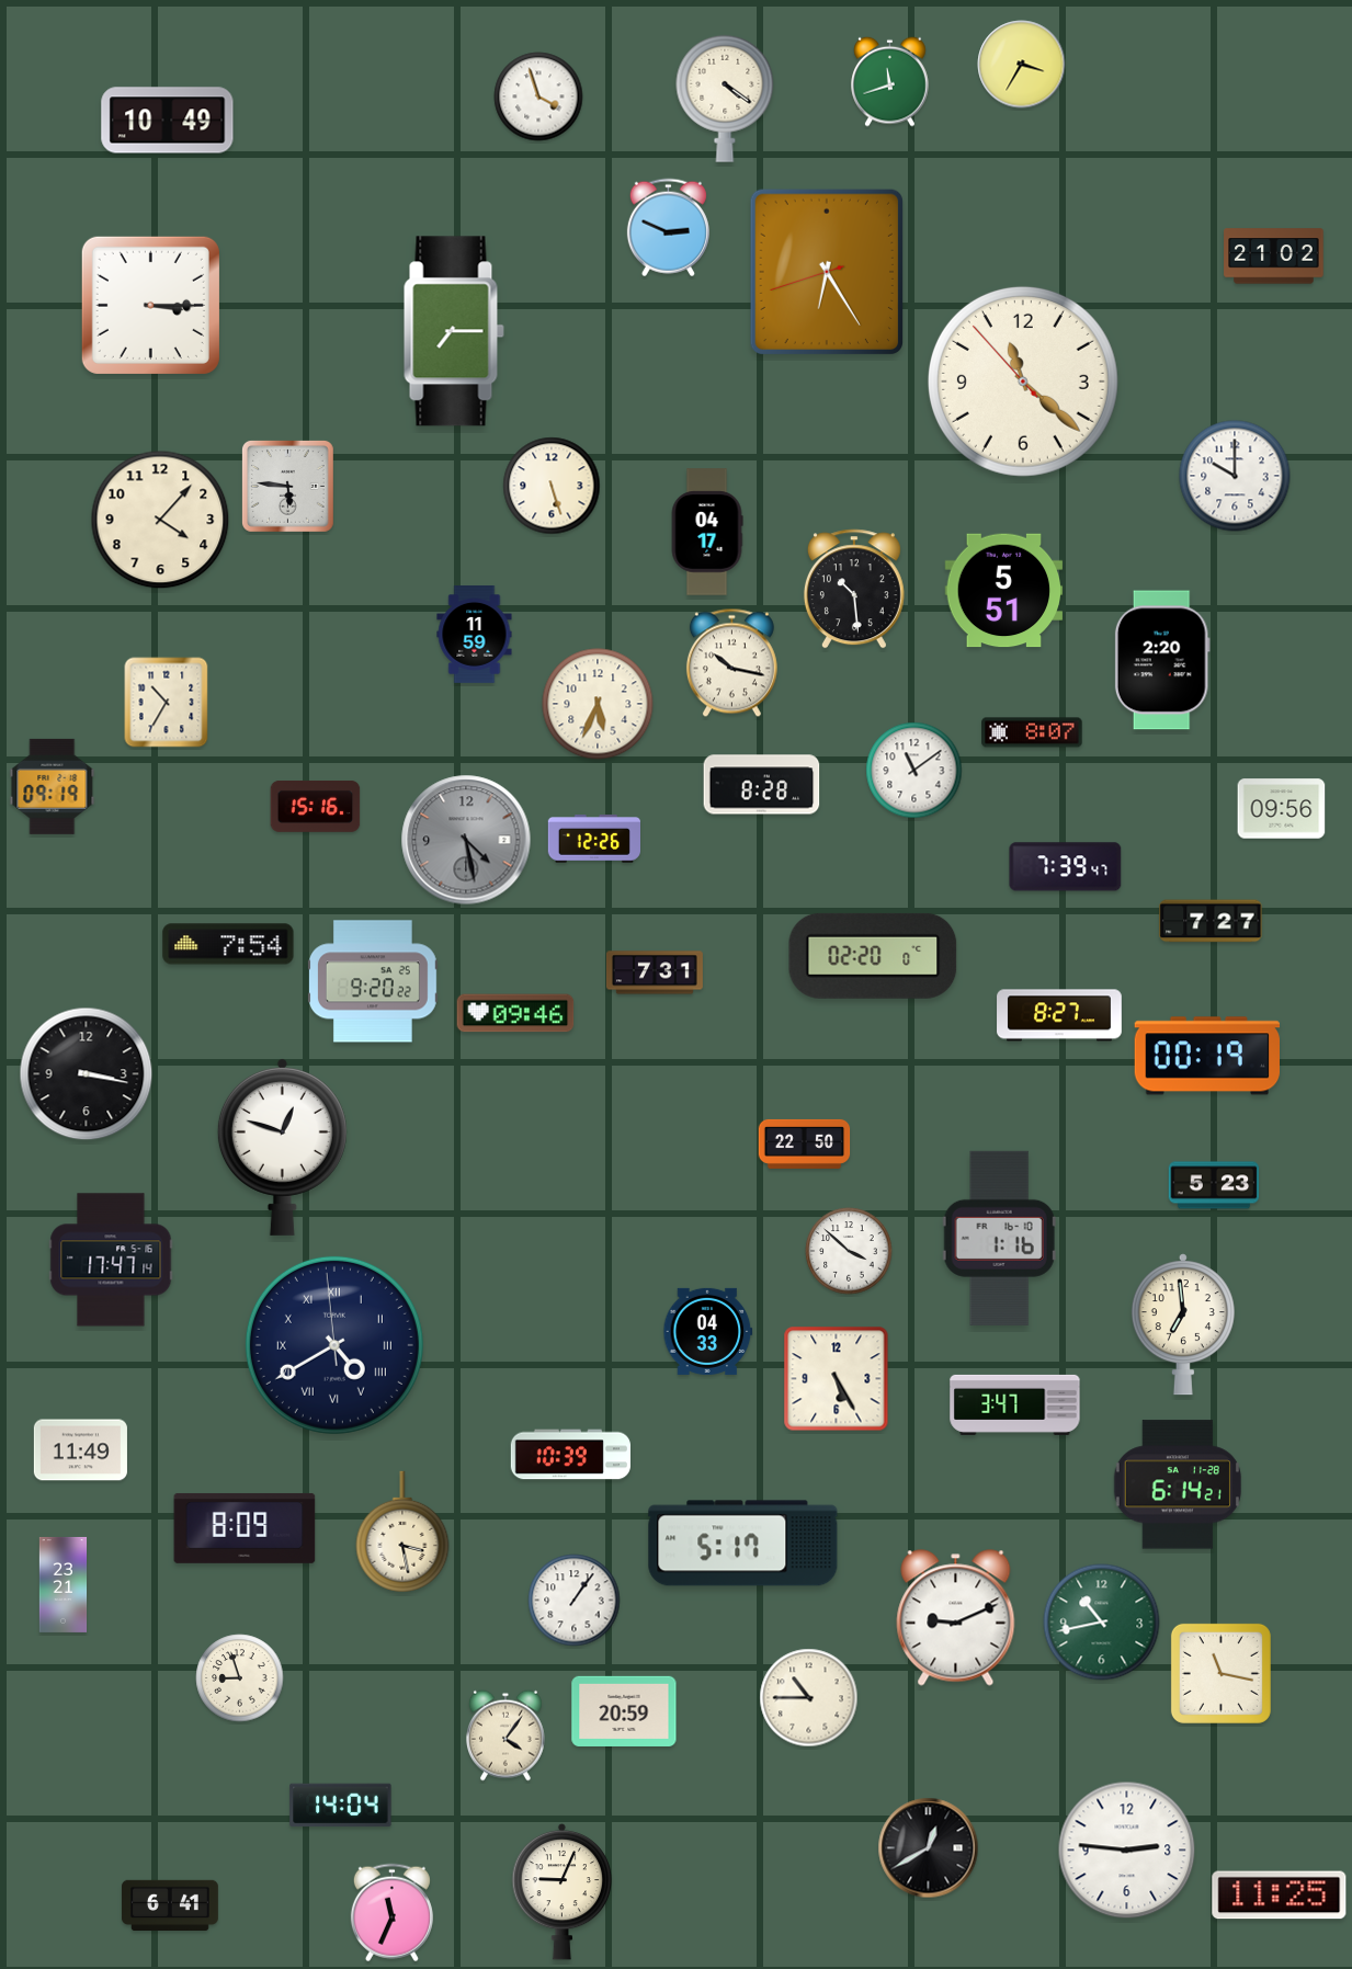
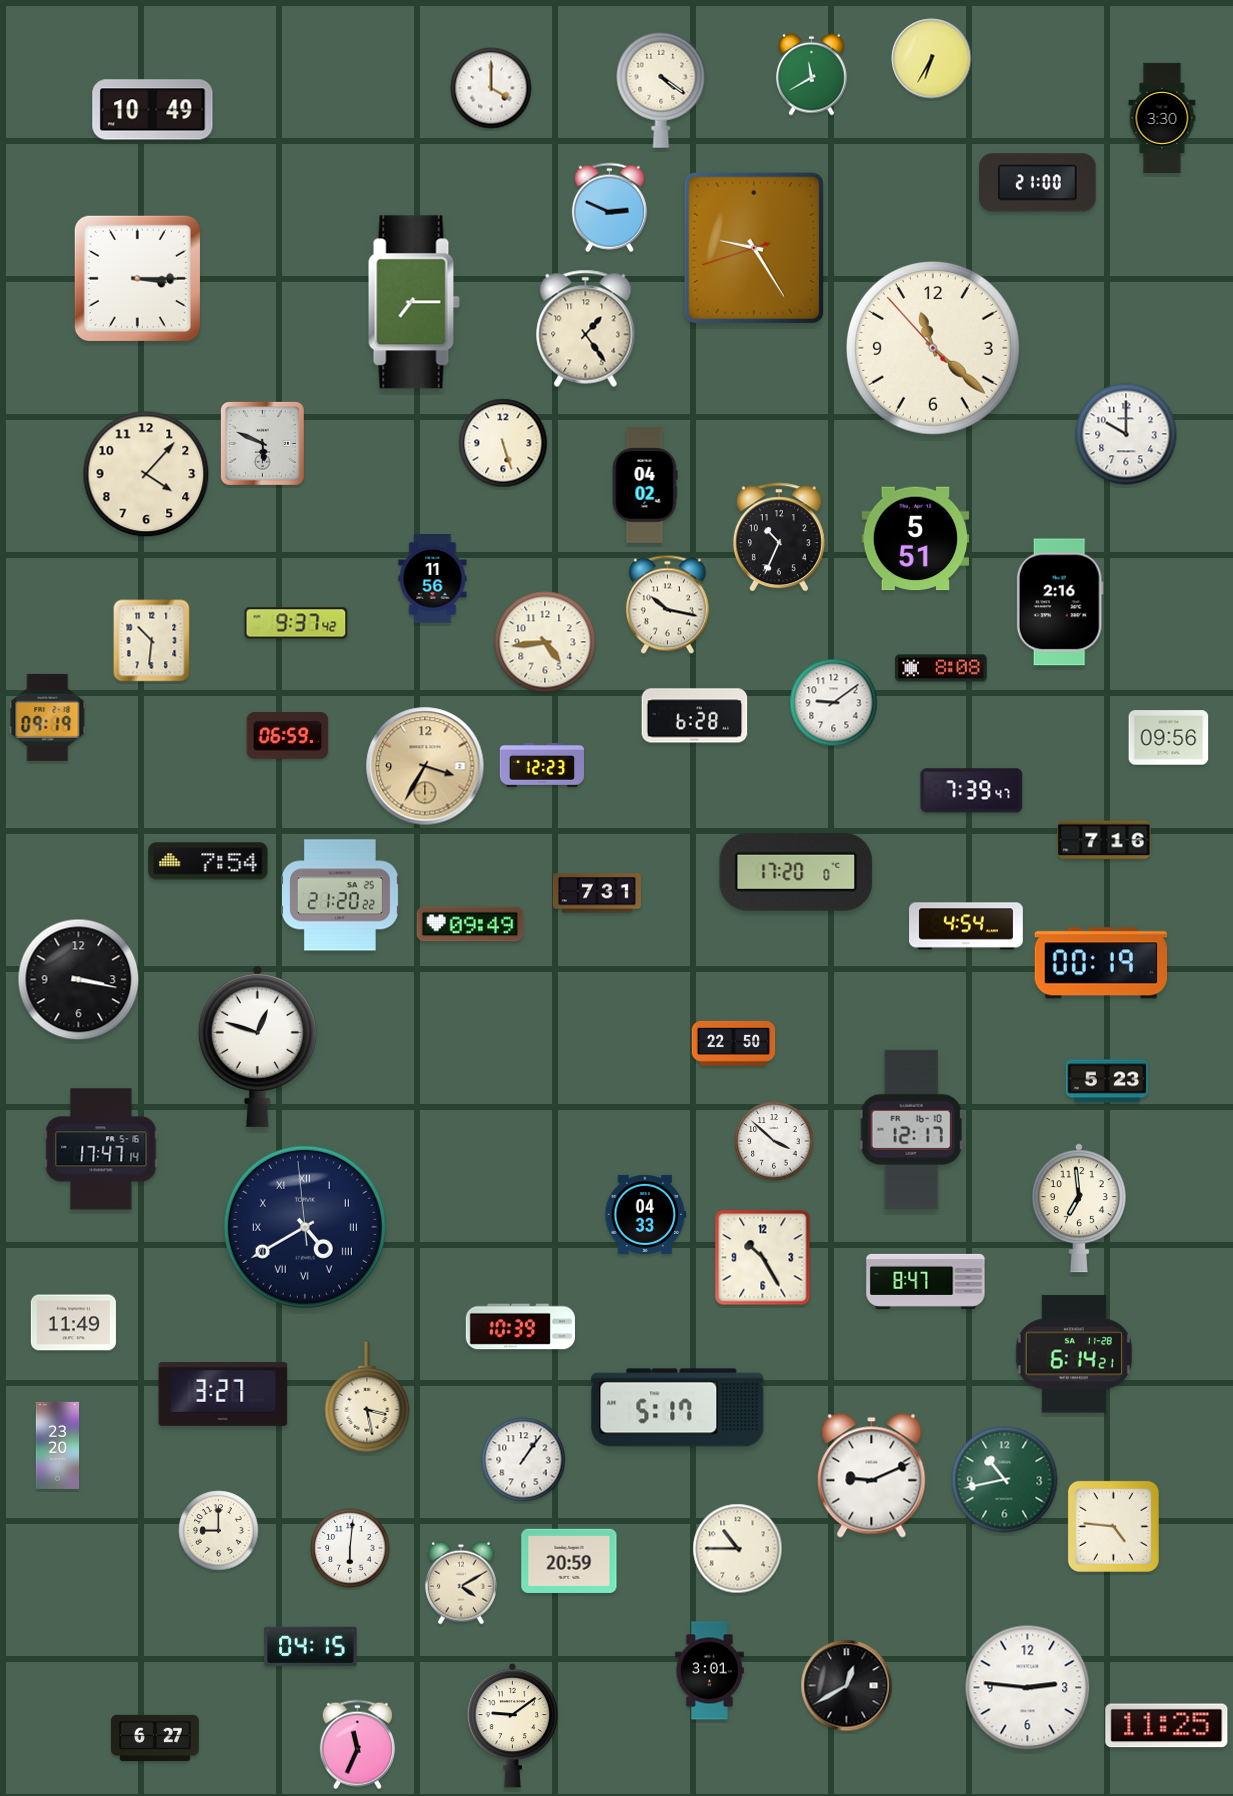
clock at (1022, 65): 3:35 -> 6:35
clock at (890, 81): 11:42 -> 11:40
clock at (538, 96): 3:57 -> 4:00
clock at (1162, 118): none -> 3:30
clock at (1038, 183): none -> 21:00
clock at (1274, 257): 21:02 -> none
clock at (826, 272): 6:24 -> 9:24
clock at (586, 328): none -> 1:24
clock at (287, 486): 5:46 -> 5:49
clock at (707, 532): 04:17 -> 04:02
clock at (854, 589): 10:29 -> 10:34
clock at (475, 635): 11:59 -> 11:56
clock at (1162, 660): 2:20 -> 2:16
clock at (296, 623): none -> 9:37
clock at (167, 703): 10:35 -> 10:31
clock at (598, 704): 5:34 -> 4:44
clock at (1032, 732): 8:07 -> 8:08
clock at (914, 771): 11:09 -> 9:09
clock at (762, 785): 8:28 -> 6:28
clock at (316, 807): 15:16 -> 06:59
clock at (466, 840): 4:28 -> 3:35
clock at (466, 840) dial: grey -> champagne
clock at (593, 840): 12:26 -> 12:23
clock at (1211, 921): 7:27 -> 7:16
clock at (873, 956): 02:20 -> 17:20
clock at (655, 972) position: (655, 972) -> (597, 893)
clock at (373, 981): 9:20 -> 21:20
clock at (515, 1013): 09:46 -> 09:49
clock at (1059, 1015): 8:27 -> 4:54
clock at (999, 1238): 1:16 -> 12:17
clock at (837, 1379): 5:25 -> 10:25
clock at (1015, 1404): 3:47 -> 8:47
clock at (245, 1528): 8:09 -> 3:27
clock at (64, 1584): 23:21 -> 23:20
clock at (1220, 1673): 11:17 -> 4:46
clock at (240, 1678): 8:57 -> 9:00
clock at (350, 1548): none -> 6:01
clock at (505, 1735): 4:06 -> 4:10
clock at (341, 1806): 14:04 -> 04:15
clock at (709, 1671): none -> 3:01
clock at (563, 1891): 9:04 -> 9:09
clock at (1280, 1896) position: (1280, 1896) -> (1167, 1726)
clock at (170, 1905): 6:41 -> 6:27
